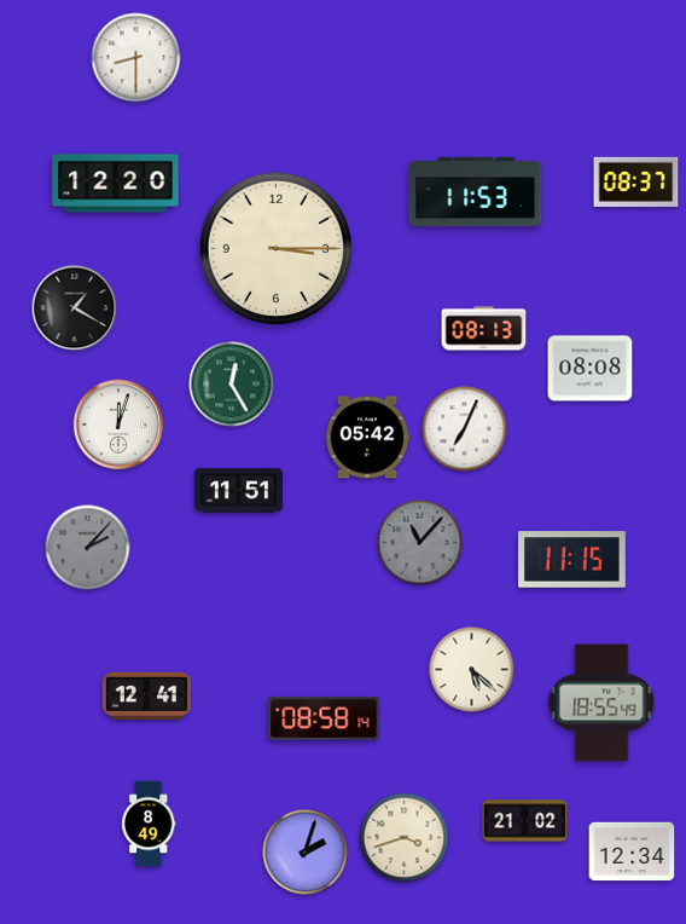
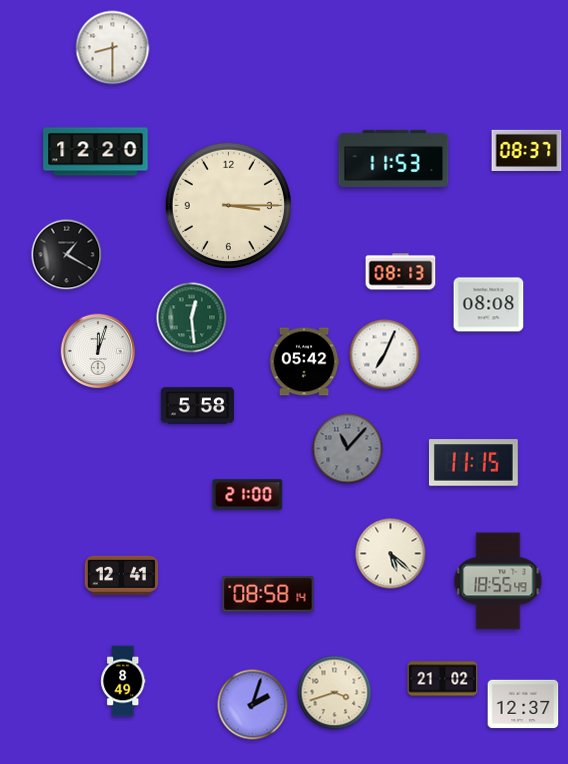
clock at (75, 308) position: (75, 308) -> (67, 255)
clock at (232, 385): 12:25 -> 12:29
clock at (238, 491): 11:51 -> 5:58
clock at (88, 548): 2:07 -> none
clock at (248, 495): none -> 21:00
clock at (525, 821) position: (525, 821) -> (443, 679)
clock at (632, 851): 12:34 -> 12:37
